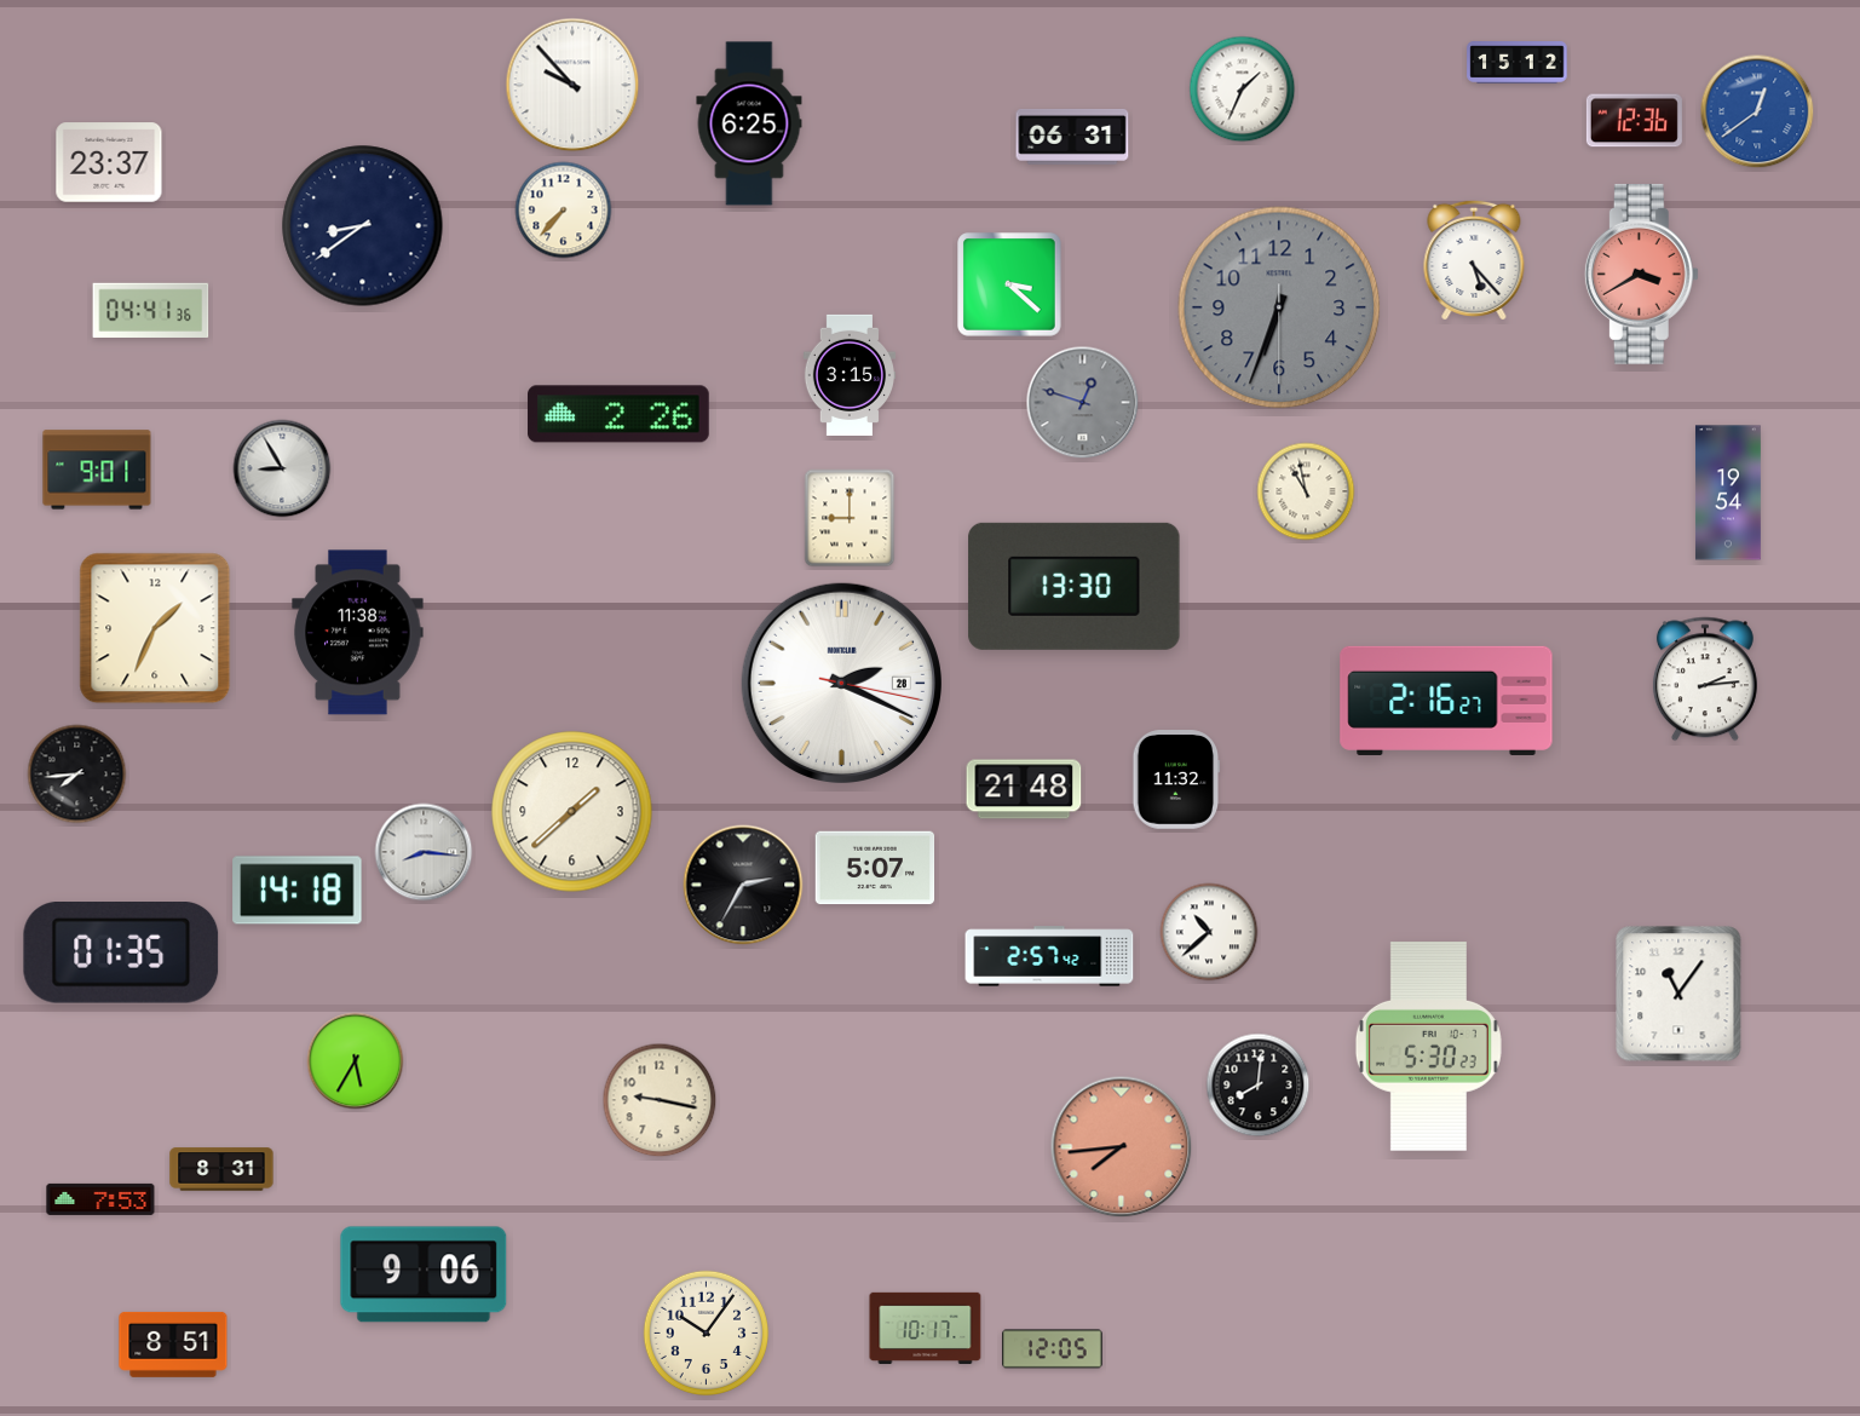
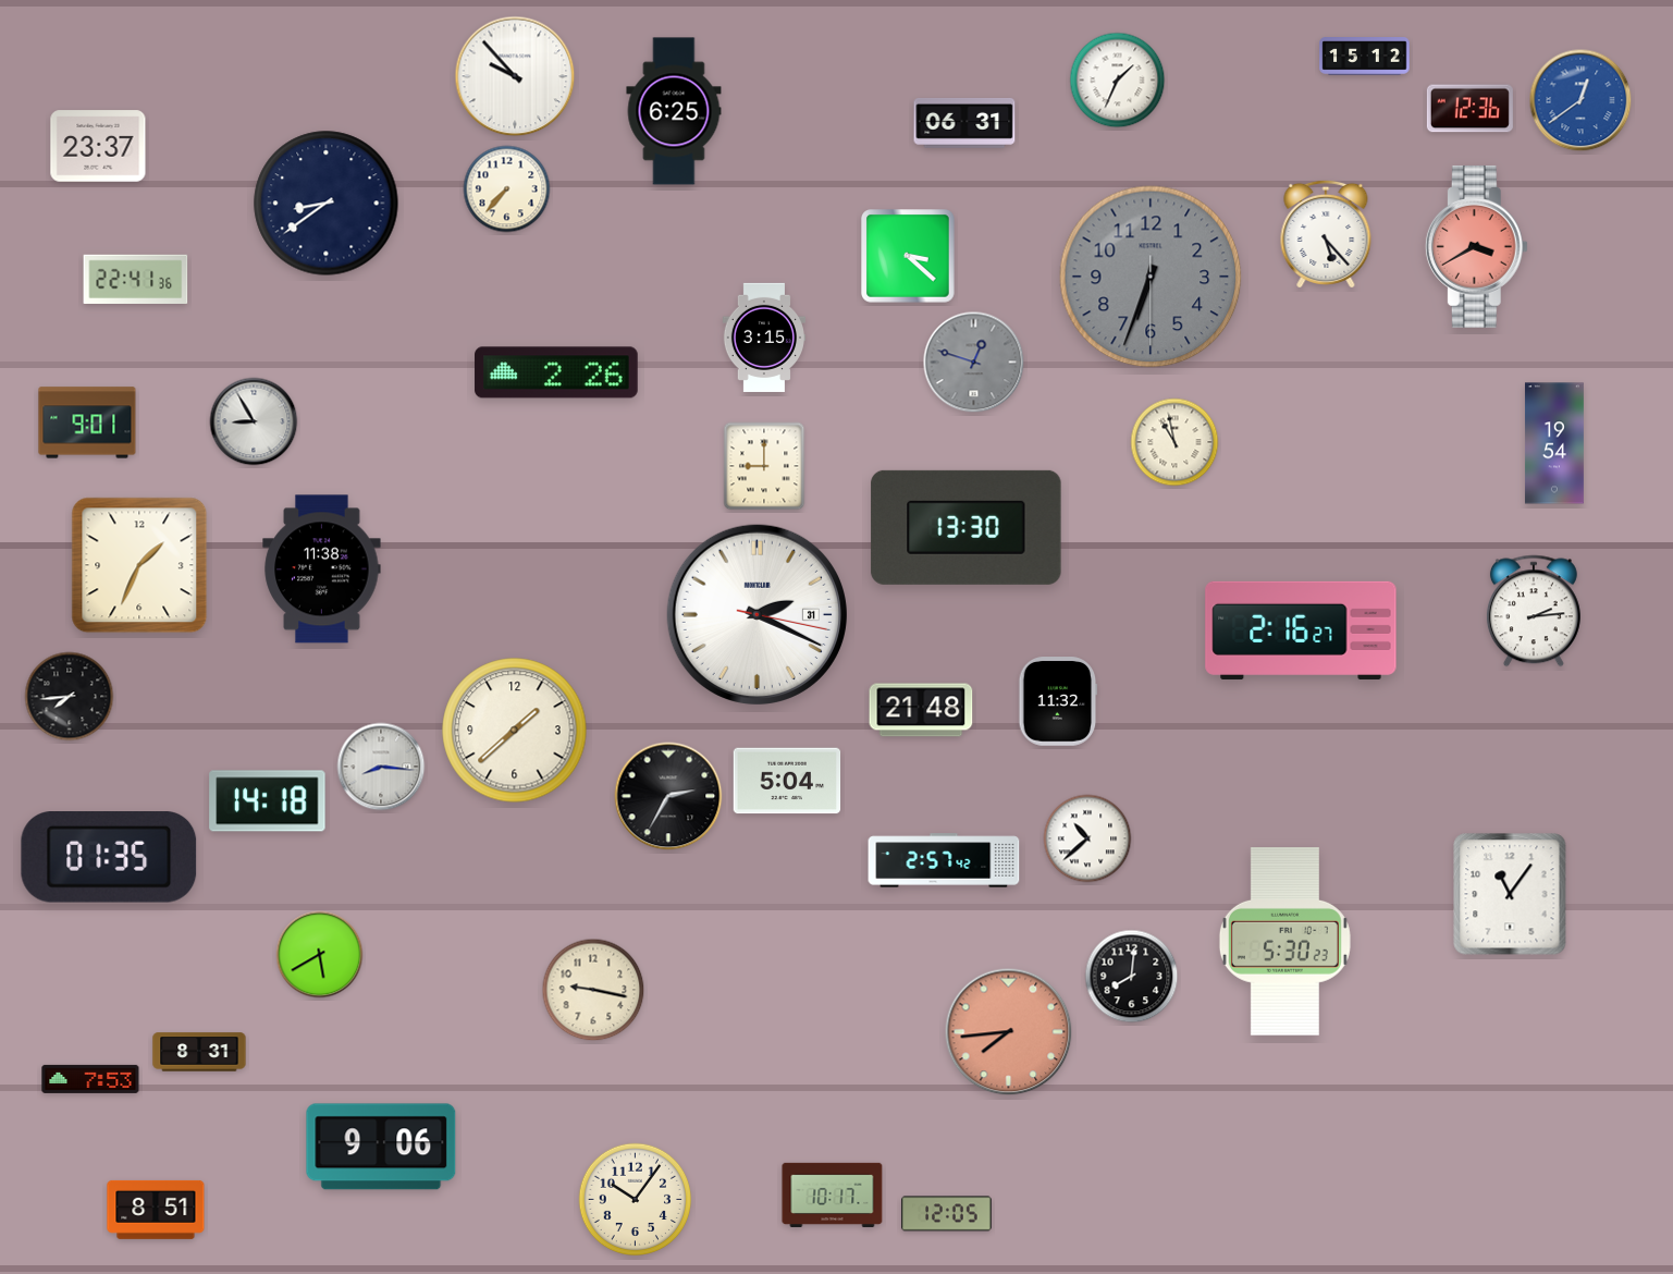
clock at (151, 310): 04:41 -> 22:41
clock at (841, 683) date: 28 -> 31
clock at (875, 868): 5:07 -> 5:04
clock at (356, 1061): 5:35 -> 5:40
